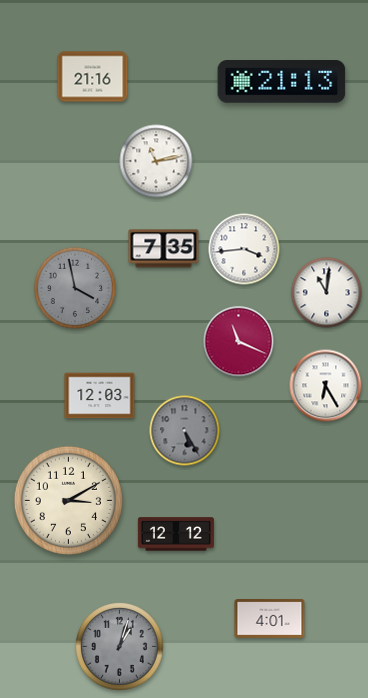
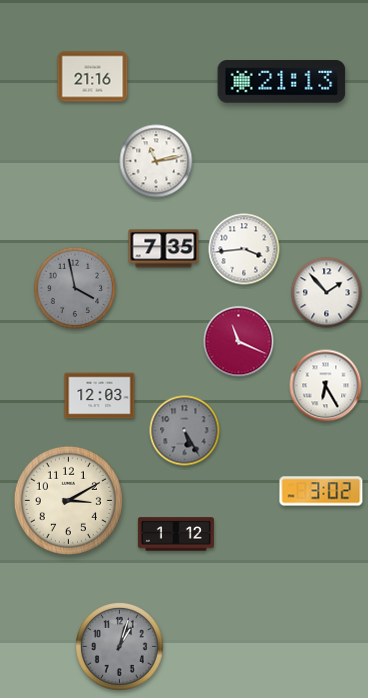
clock at (327, 293): 11:01 -> 1:53
clock at (321, 491): none -> 3:02
clock at (176, 534): 12:12 -> 1:12
clock at (270, 619): 4:01 -> none
